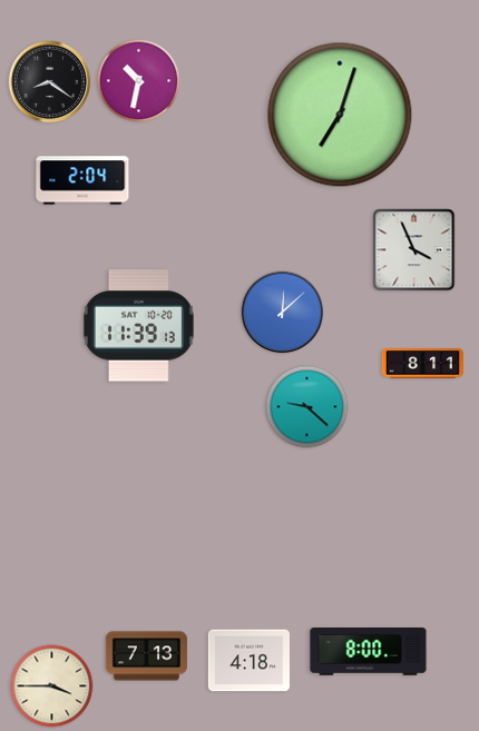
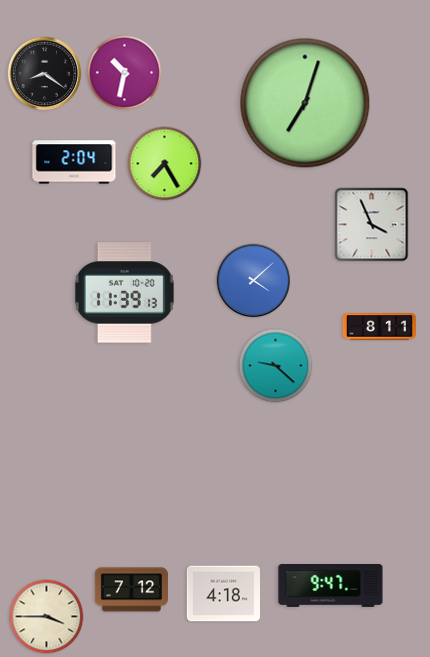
clock at (165, 164): none -> 7:25
clock at (283, 313): 12:08 -> 4:08
clock at (369, 652): 8:00 -> 9:47
clock at (146, 656): 7:13 -> 7:12
